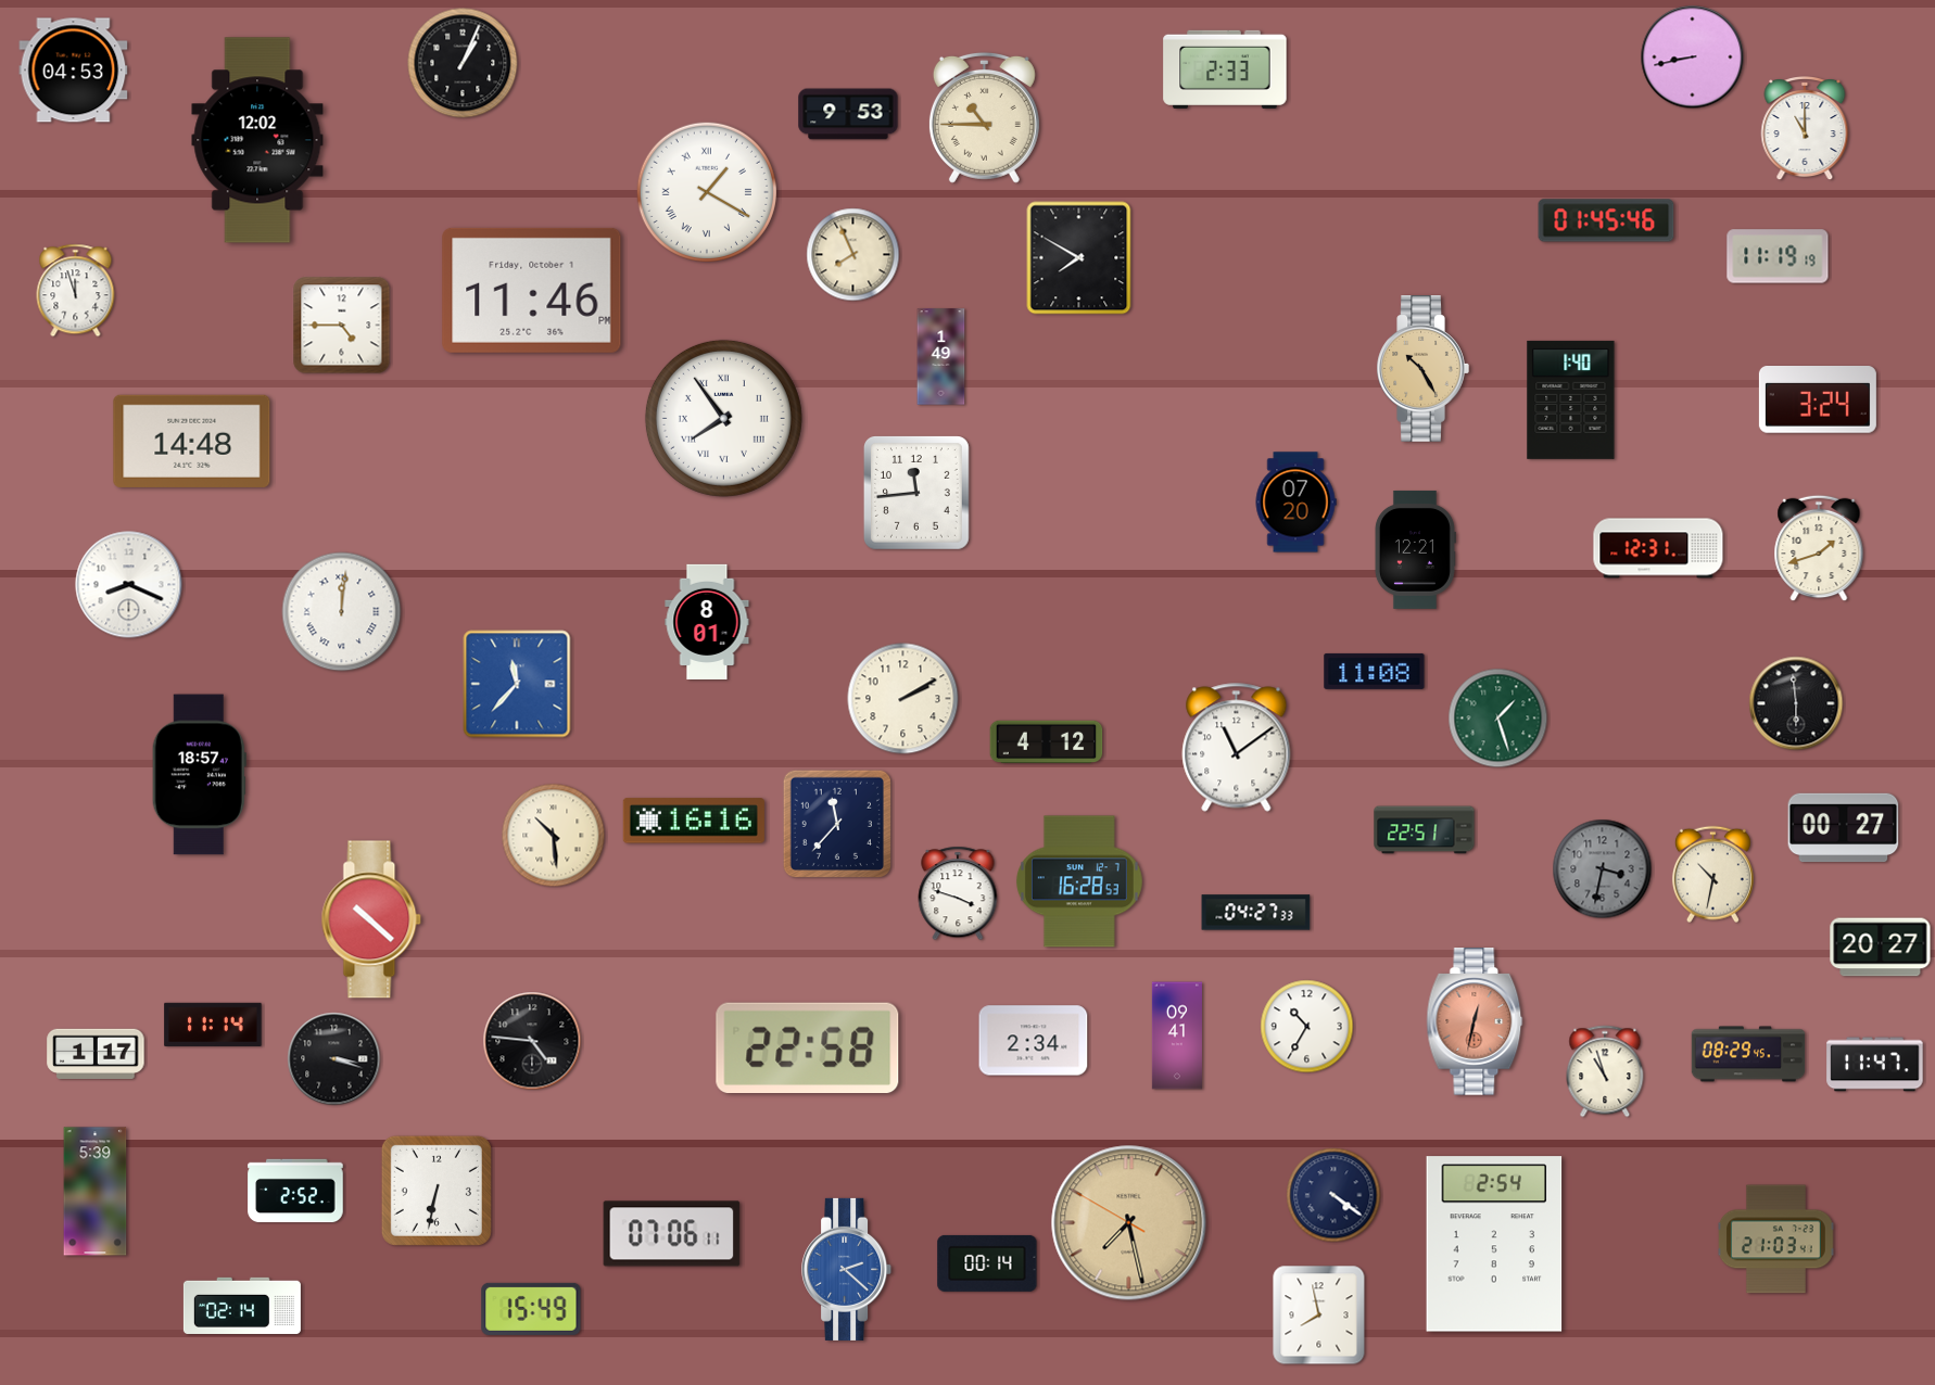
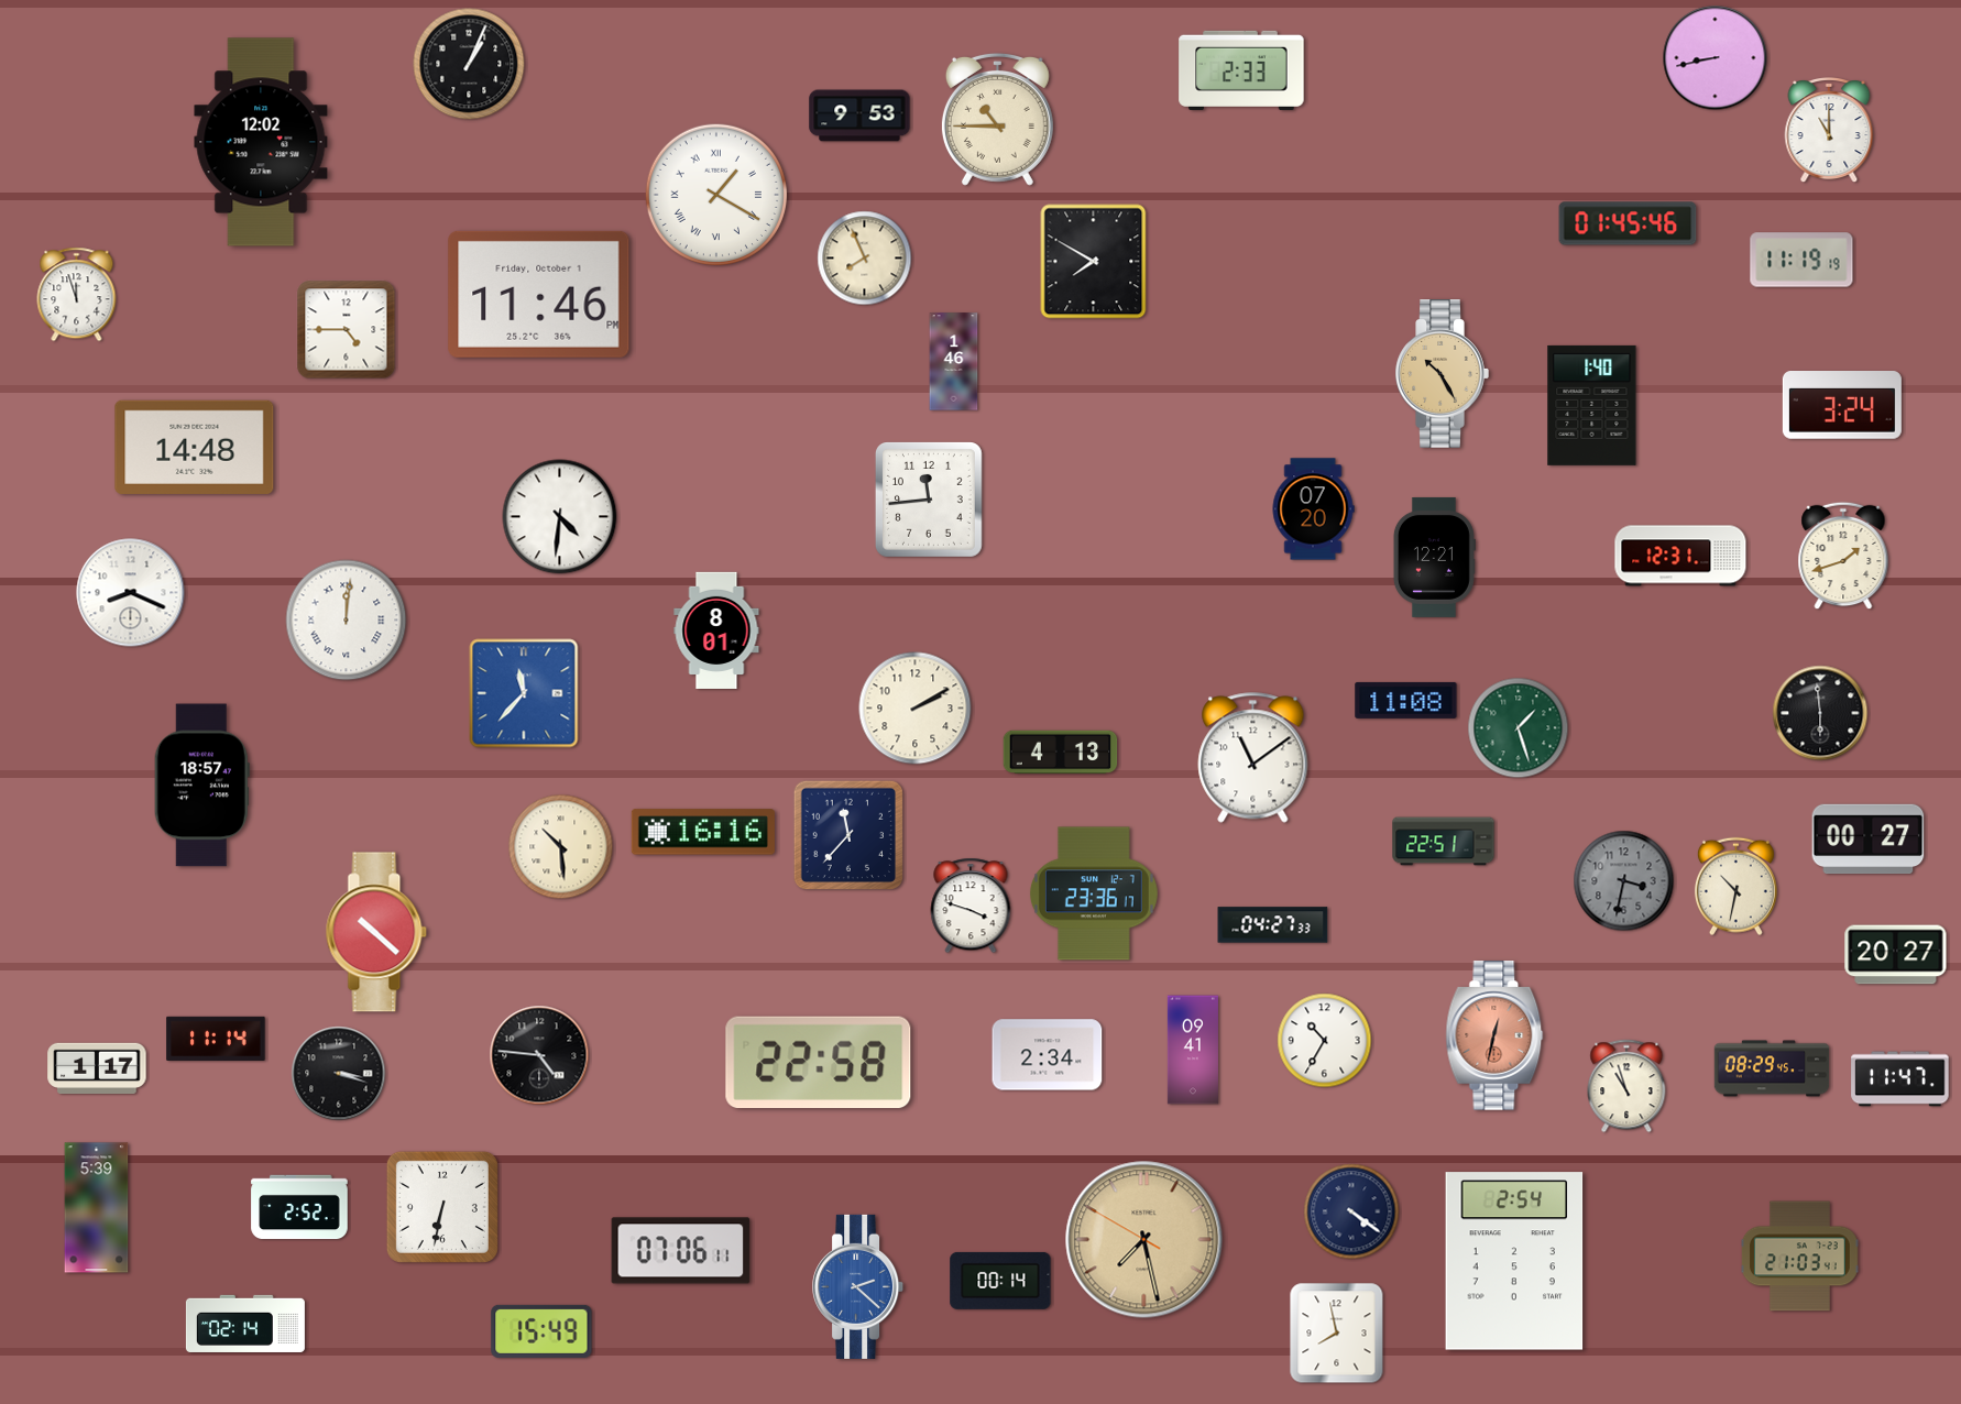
clock at (74, 71): 04:53 -> none
clock at (941, 357): 1:49 -> 1:46
clock at (723, 418): 7:54 -> none
clock at (560, 517): none -> 4:31
clock at (1375, 671) position: (1375, 671) -> (1406, 700)
clock at (1047, 742): 4:12 -> 4:13
clock at (1079, 881): 16:28 -> 23:36
clock at (1881, 948) position: (1881, 948) -> (1896, 955)
clock at (531, 1309) position: (531, 1309) -> (541, 1331)
